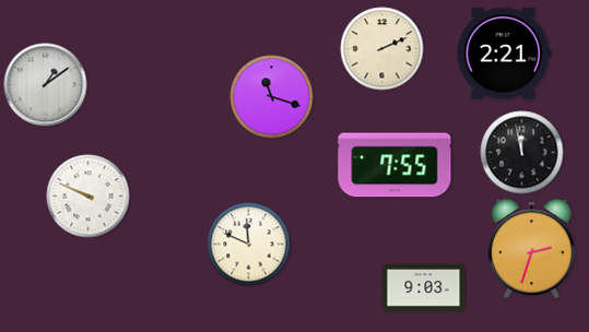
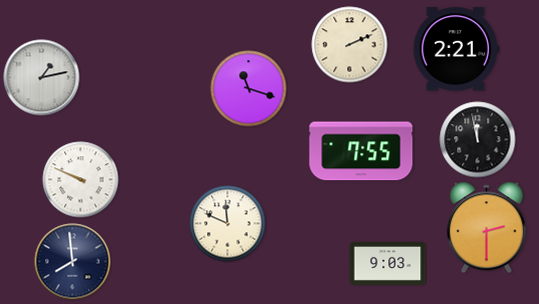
clock at (504, 54) position: (504, 54) -> (456, 49)
clock at (46, 85): 1:09 -> 1:13
clock at (531, 249): 2:33 -> 2:30
clock at (73, 262): none -> 7:59
